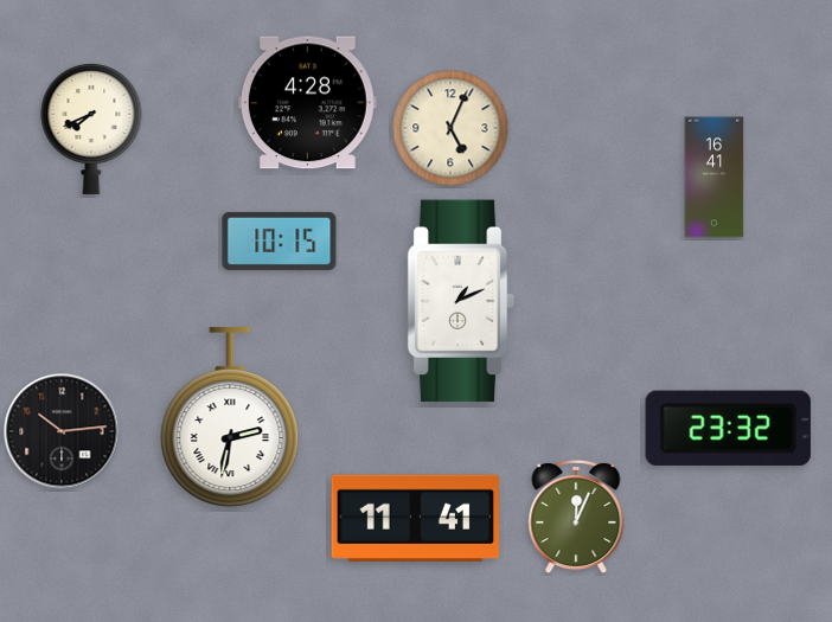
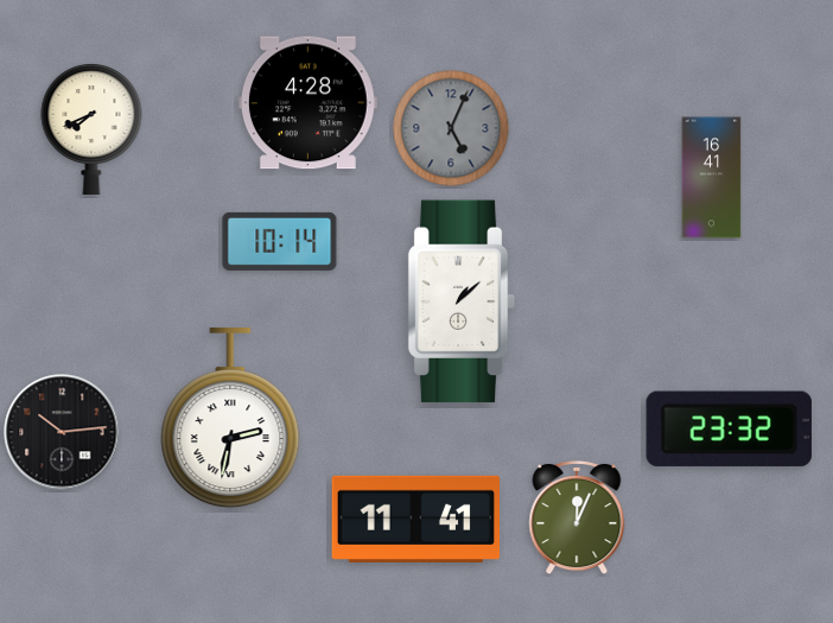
clock at (450, 128) dial: cream -> grey
clock at (715, 178) position: (715, 178) -> (712, 178)
clock at (280, 241): 10:15 -> 10:14
clock at (461, 301): 1:11 -> 1:08
